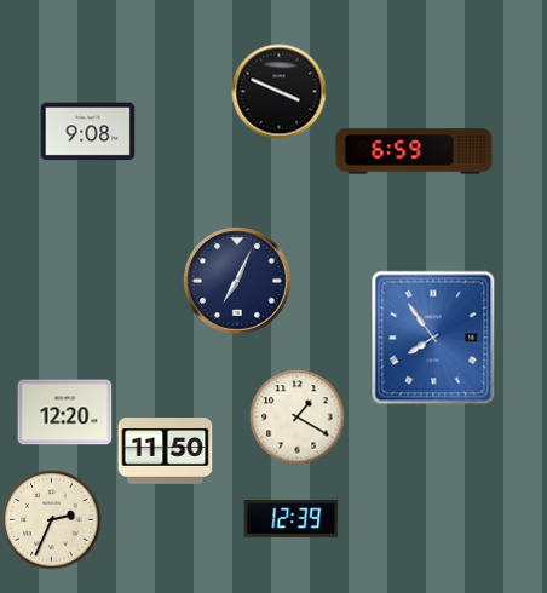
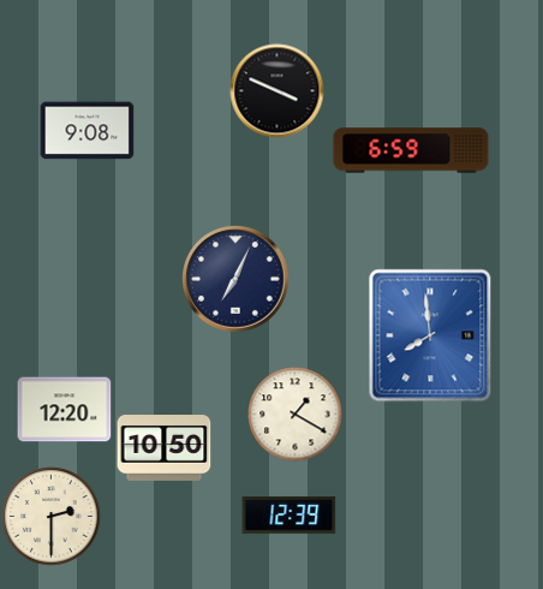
clock at (433, 338): 7:54 -> 7:59
clock at (165, 451): 11:50 -> 10:50
clock at (51, 519): 2:34 -> 2:30
